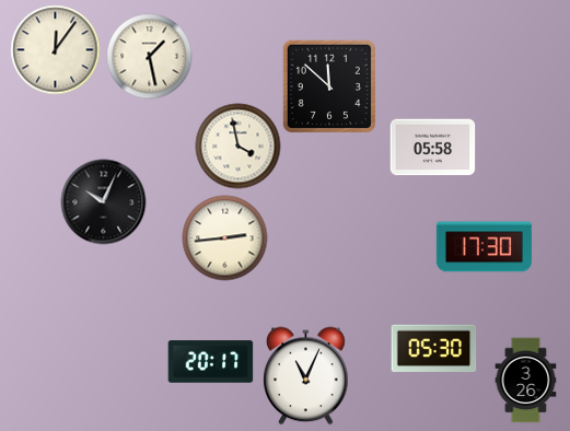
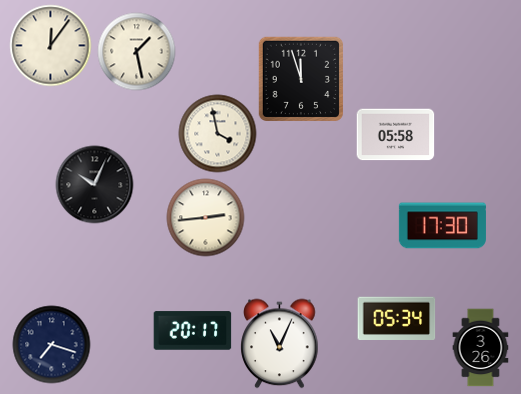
clock at (328, 85): 11:52 -> 11:57
clock at (433, 348): 05:30 -> 05:34
clock at (51, 344): none -> 7:18
